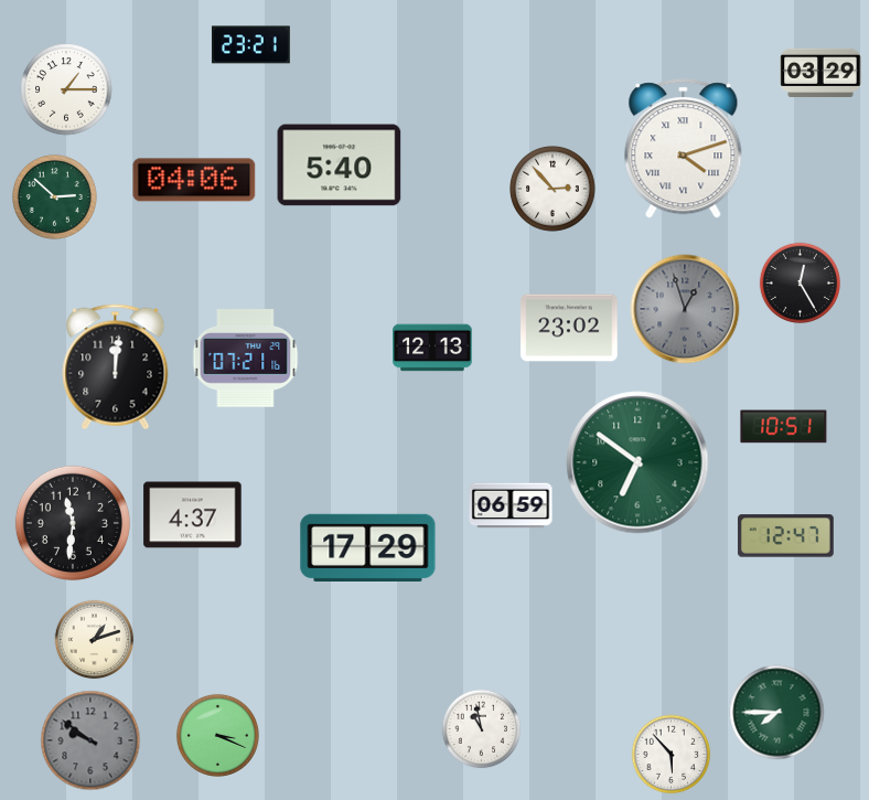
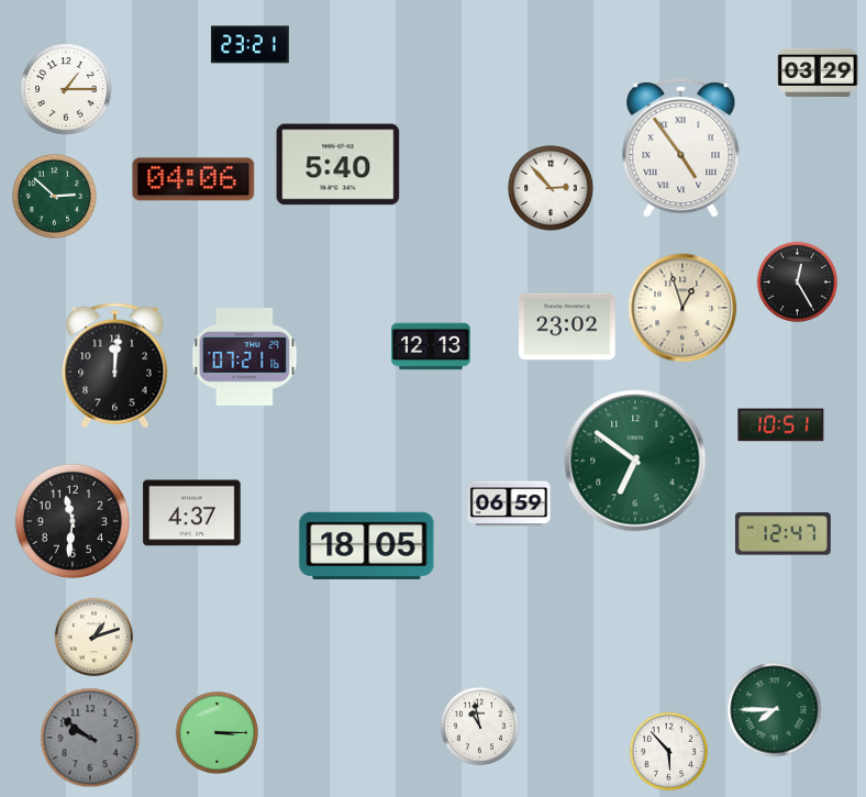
clock at (684, 149): 4:12 -> 4:54
clock at (685, 309) dial: grey -> cream
clock at (368, 547): 17:29 -> 18:05
clock at (217, 735): 3:19 -> 3:15
